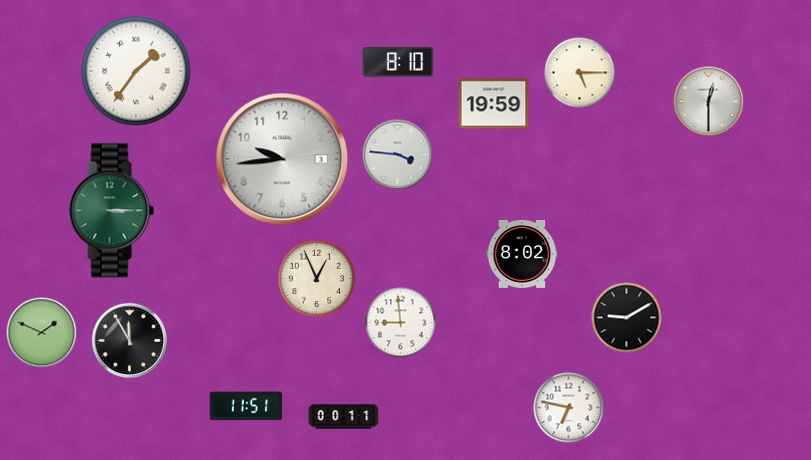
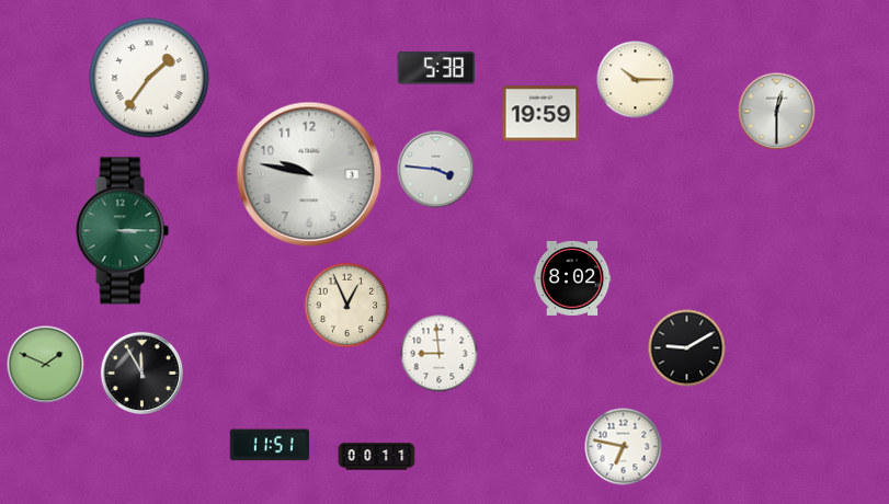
clock at (398, 63): 8:10 -> 5:38
clock at (580, 73): 5:15 -> 10:15
clock at (282, 159): 9:44 -> 9:47
